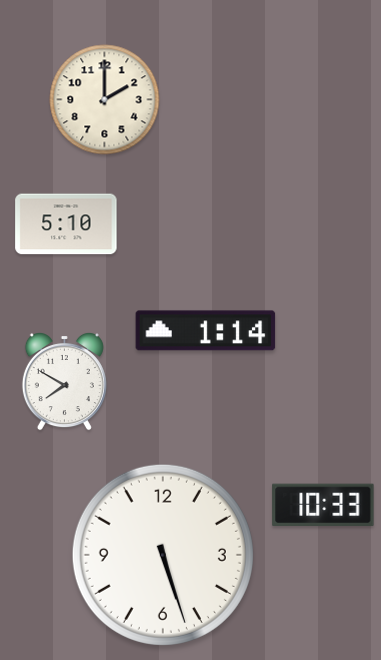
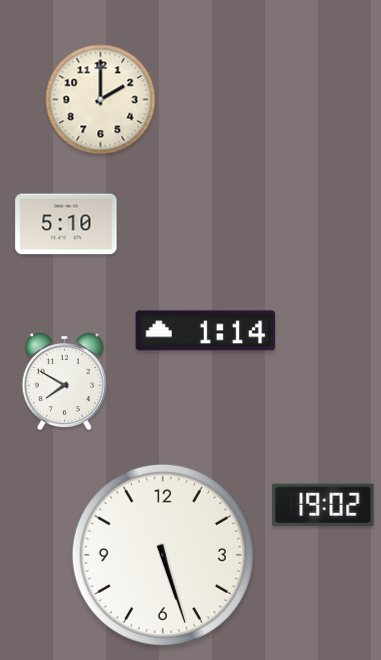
clock at (105, 100) position: (105, 100) -> (101, 100)
clock at (323, 505): 10:33 -> 19:02
